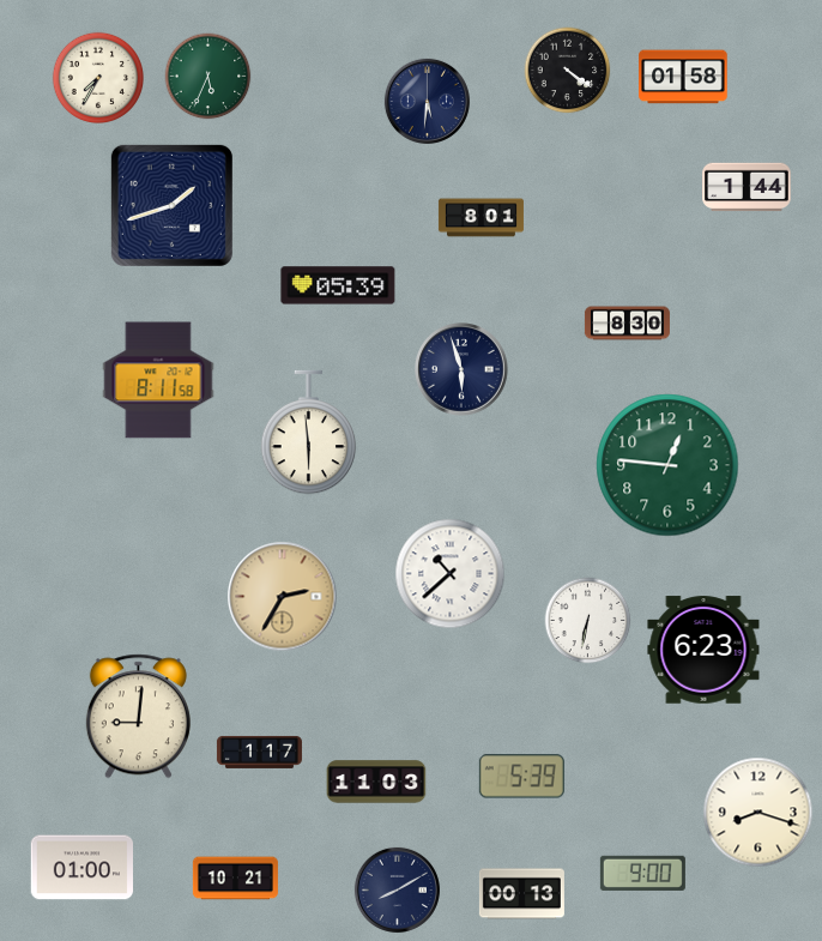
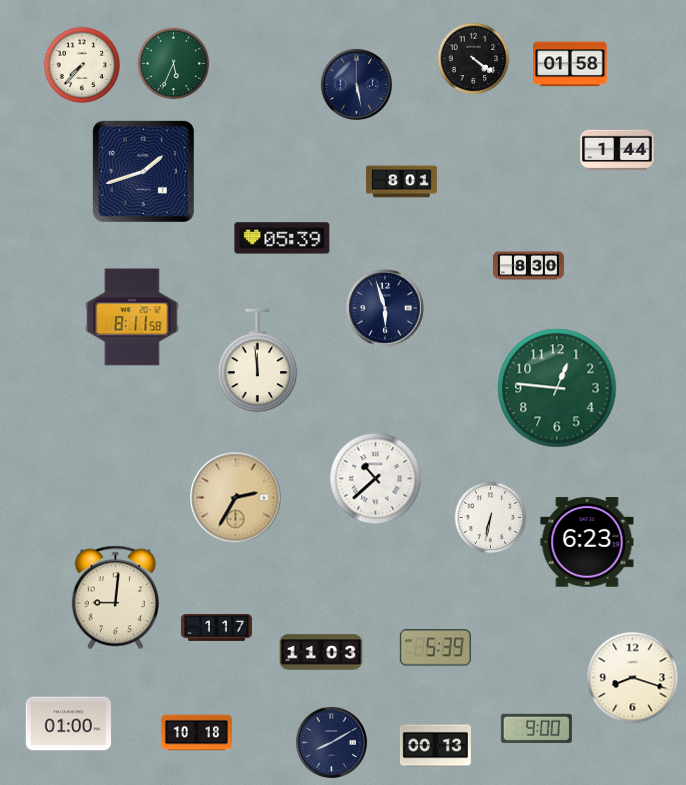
clock at (97, 77): 7:35 -> 7:37
clock at (427, 101): 5:31 -> 5:28
clock at (747, 187) position: (747, 187) -> (617, 150)
clock at (627, 324) position: (627, 324) -> (528, 266)
clock at (309, 433): 5:59 -> 11:59
clock at (376, 782) position: (376, 782) -> (321, 652)
clock at (235, 879): 10:21 -> 10:18
